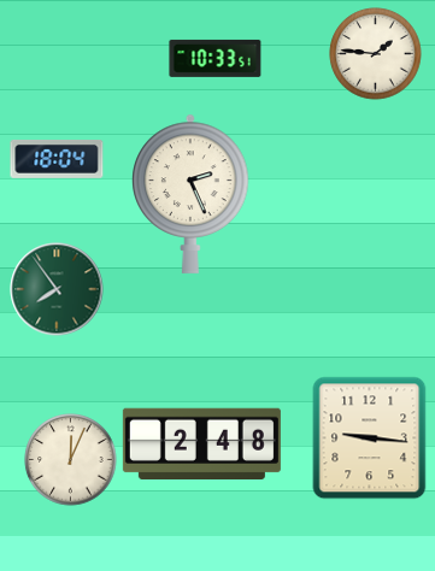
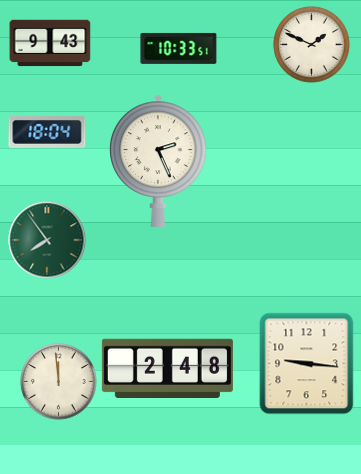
clock at (50, 43): none -> 9:43
clock at (376, 54): 1:46 -> 1:49
clock at (71, 460): 12:04 -> 11:59
